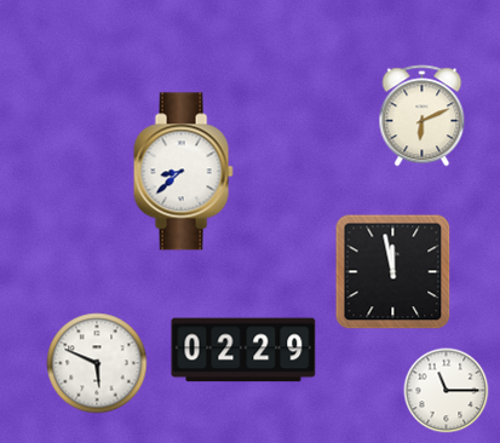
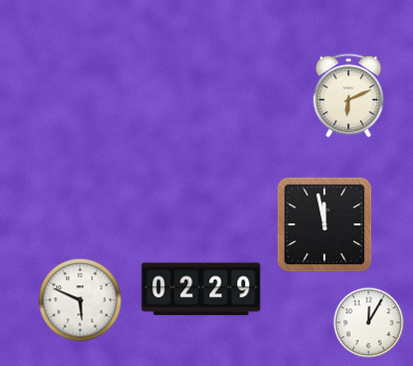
clock at (183, 172): 8:38 -> none
clock at (447, 391): 11:15 -> 12:05
